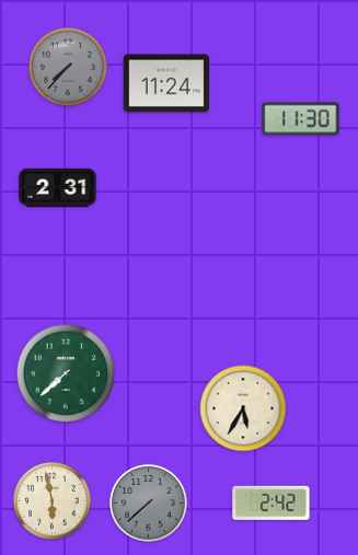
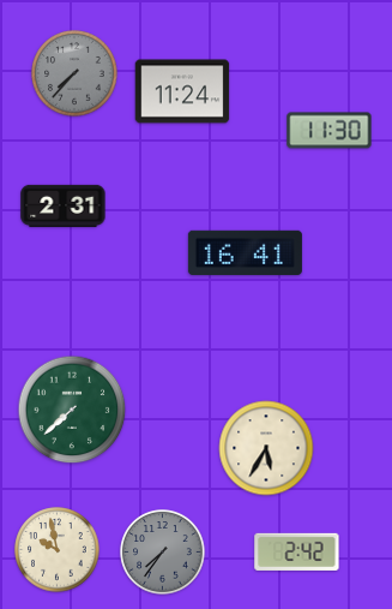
clock at (245, 252): none -> 16:41
clock at (53, 501): 5:58 -> 9:58
clock at (149, 504): 7:38 -> 7:36
